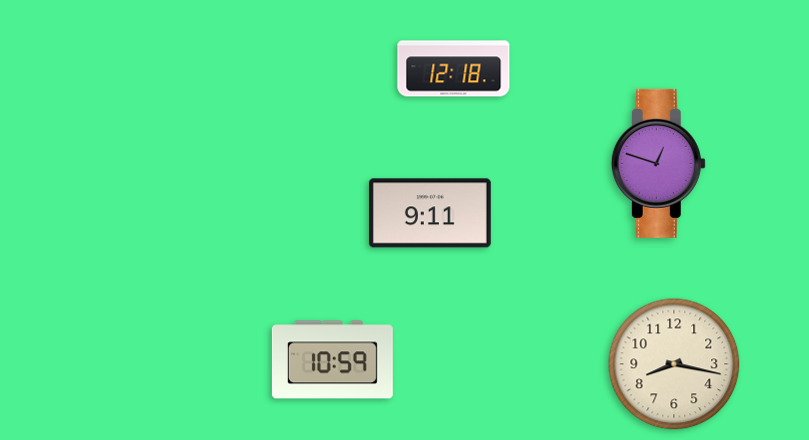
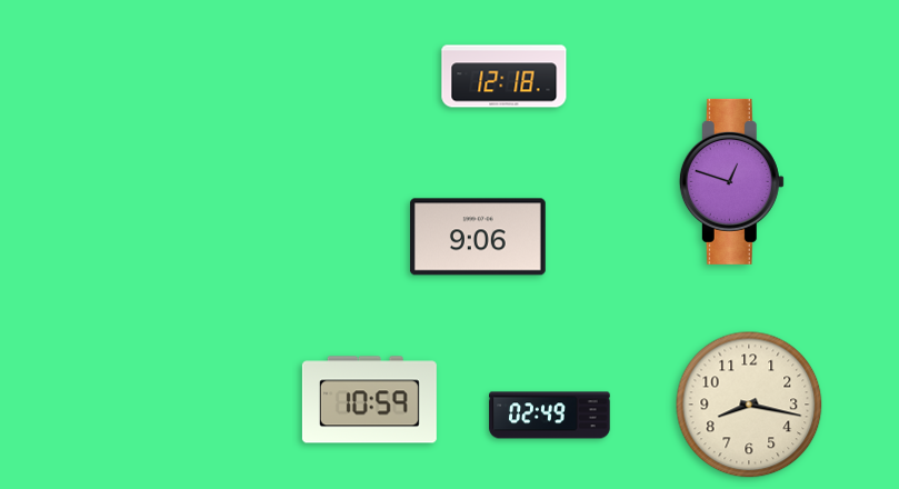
clock at (430, 213): 9:11 -> 9:06
clock at (550, 416): none -> 02:49
